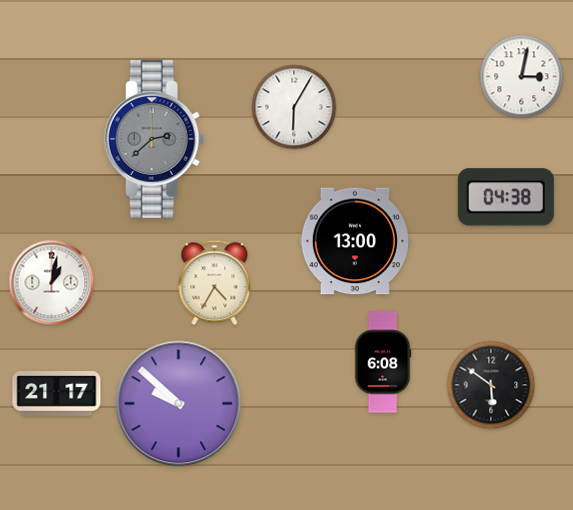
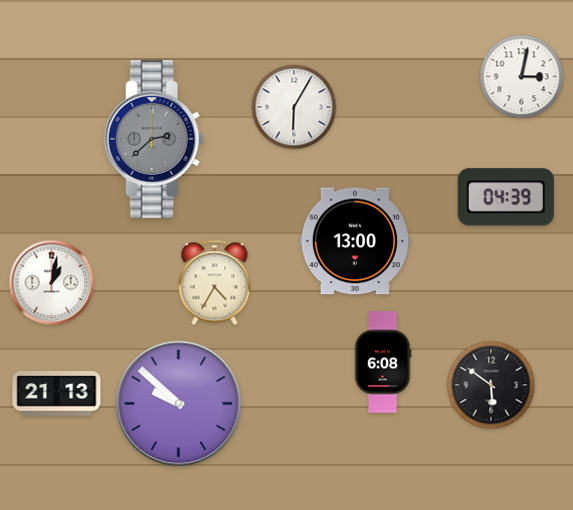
clock at (506, 197): 04:38 -> 04:39
clock at (57, 394): 21:17 -> 21:13
